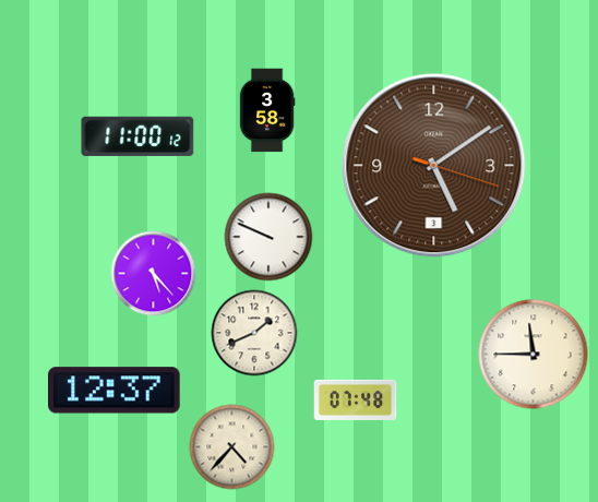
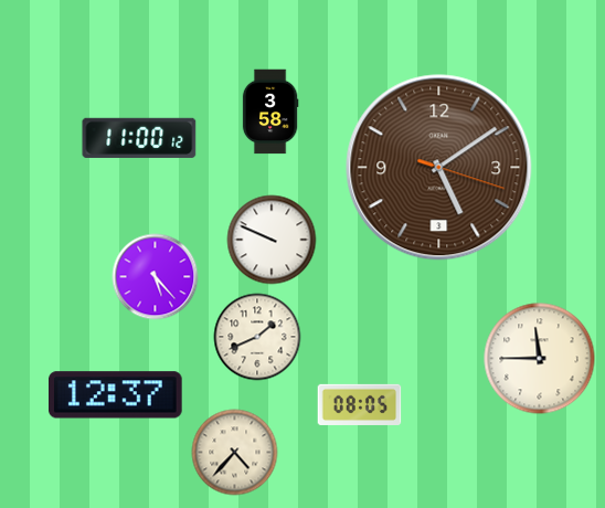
clock at (356, 399): 07:48 -> 08:05
